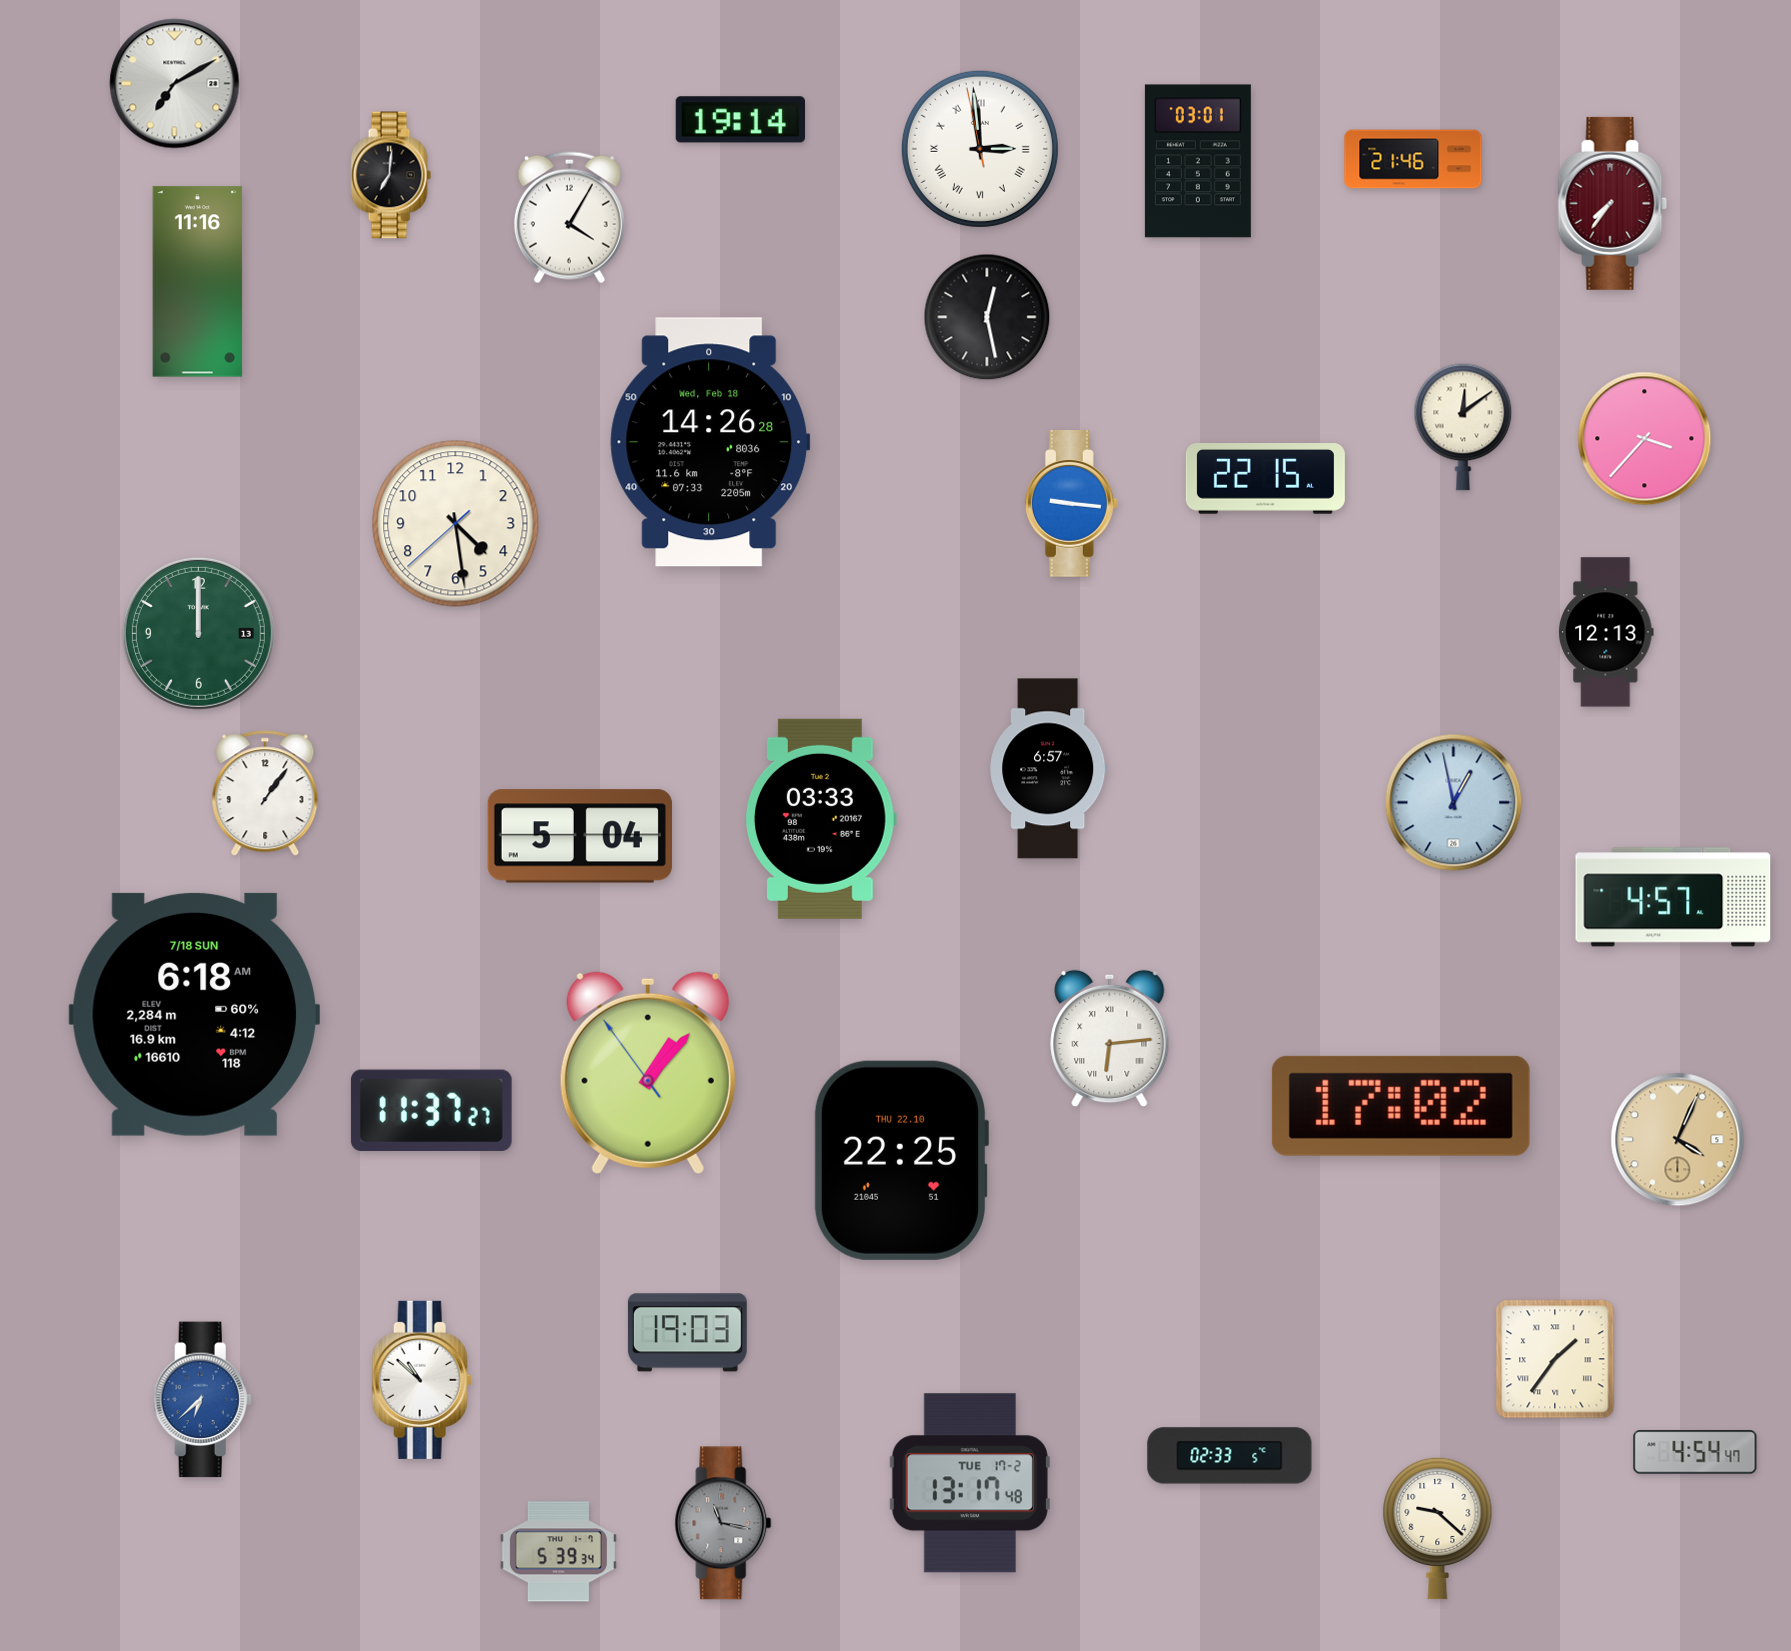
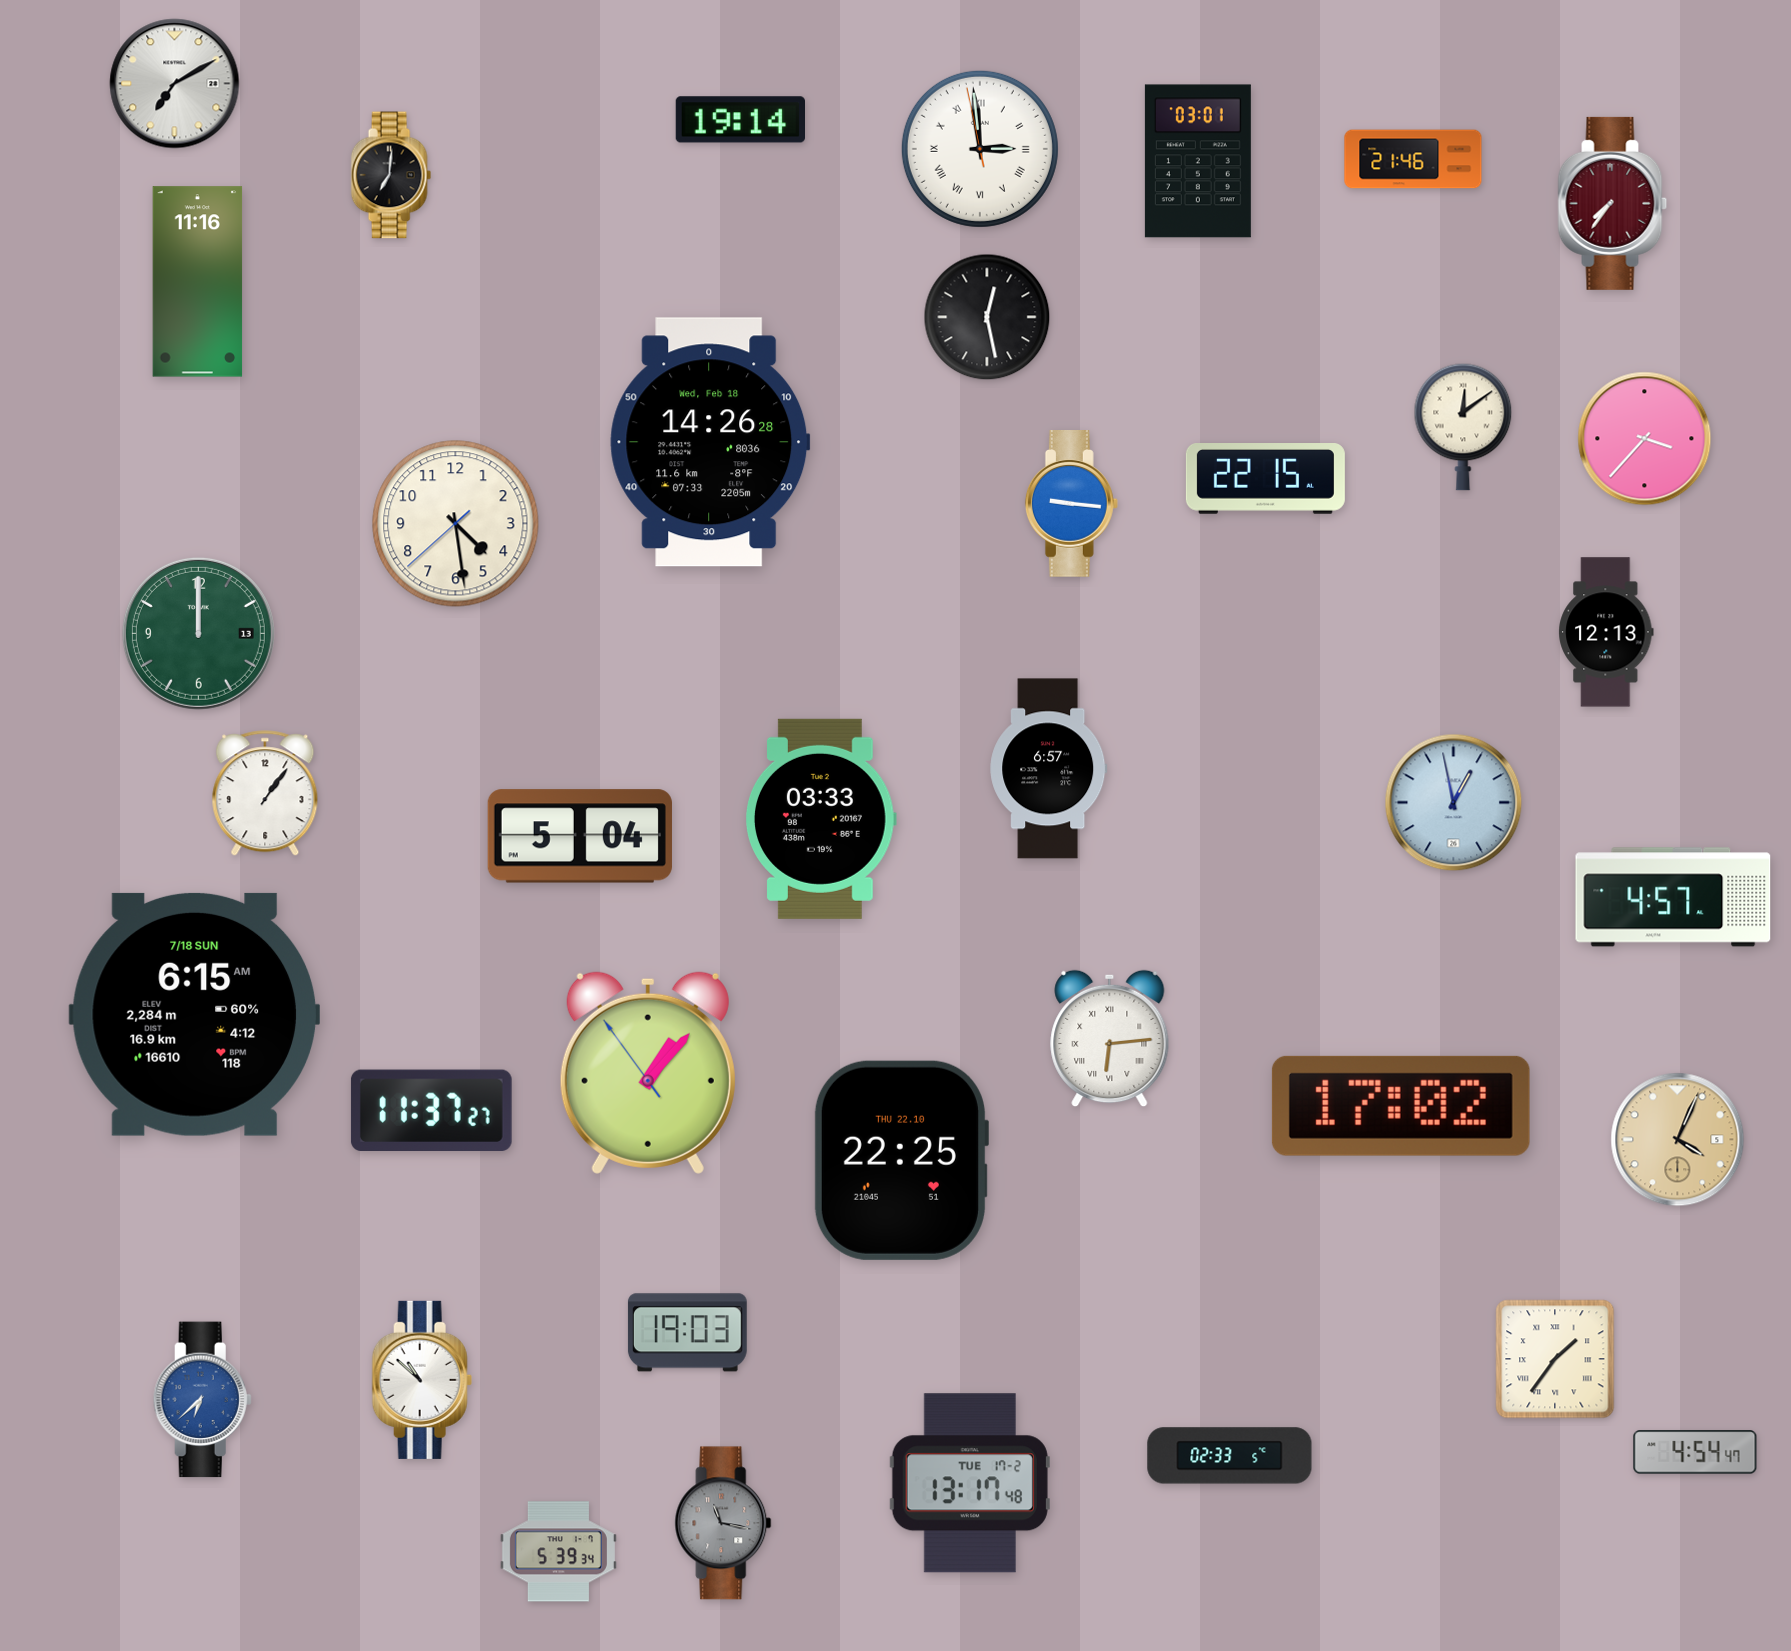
clock at (569, 218): 4:05 -> none
clock at (194, 1014): 6:18 -> 6:15
clock at (1438, 1528): 9:22 -> none
